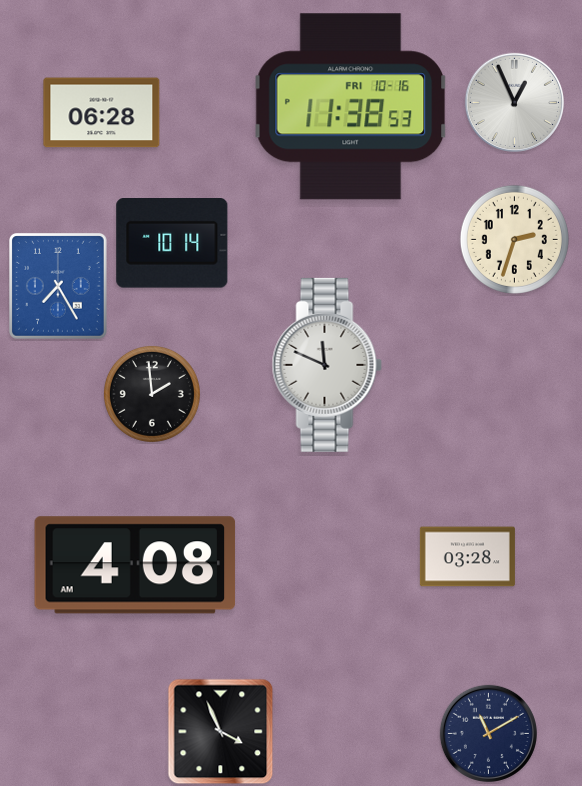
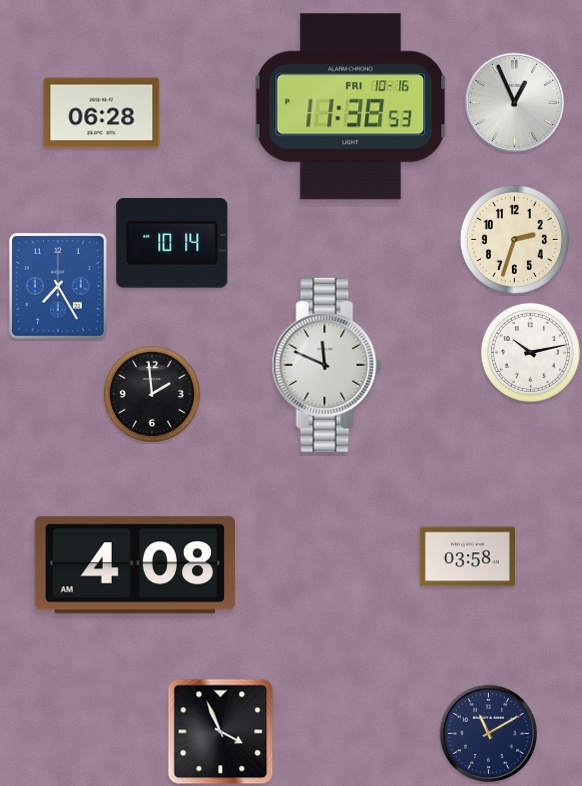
clock at (530, 352): none -> 10:13
clock at (467, 557): 03:28 -> 03:58
